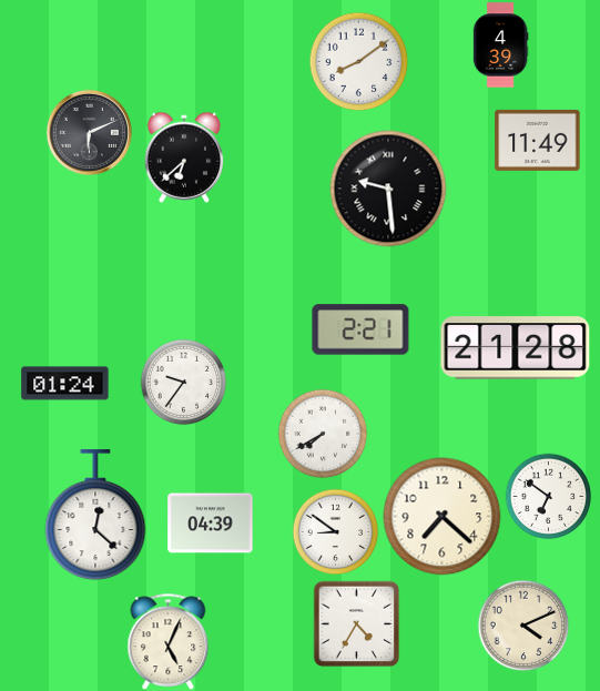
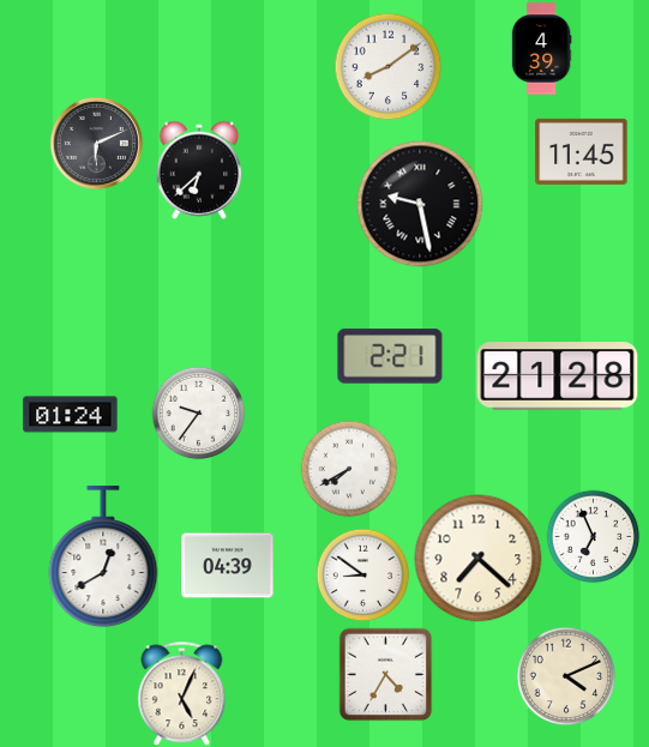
clock at (538, 140): 11:49 -> 11:45
clock at (388, 189): 9:29 -> 9:28
clock at (548, 496): 6:51 -> 6:56
clock at (95, 516): 12:22 -> 12:40
